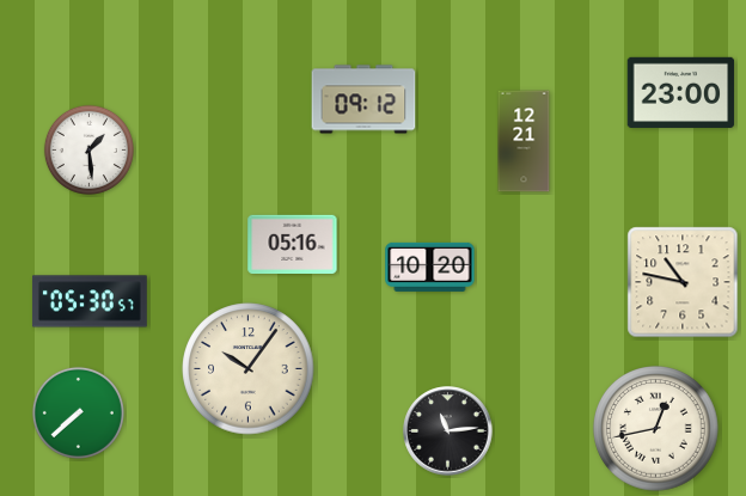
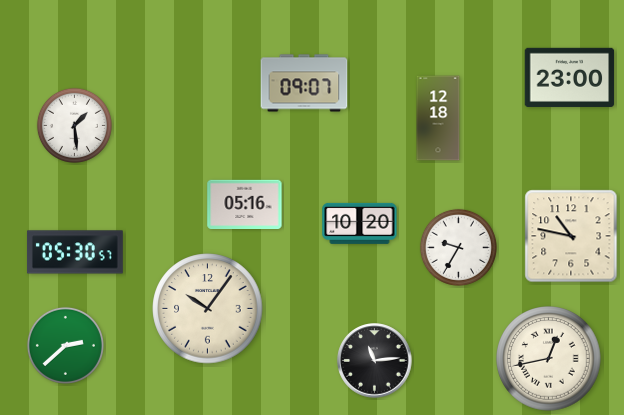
clock at (363, 99): 09:12 -> 09:07
clock at (524, 141): 12:21 -> 12:18
clock at (458, 247): none -> 9:35
clock at (78, 412): 7:38 -> 2:38
